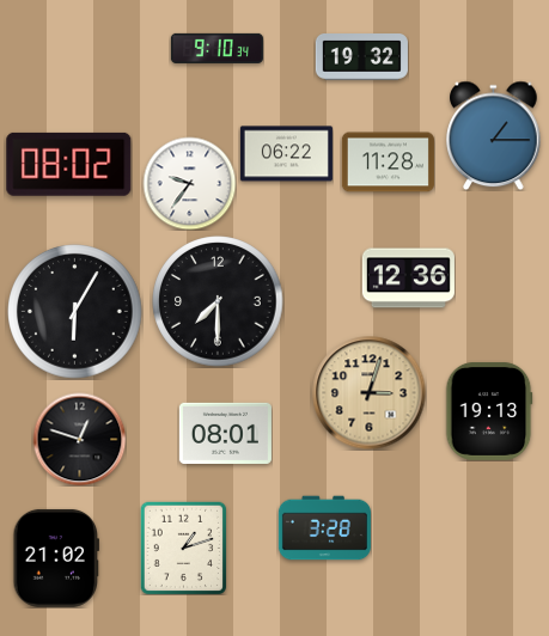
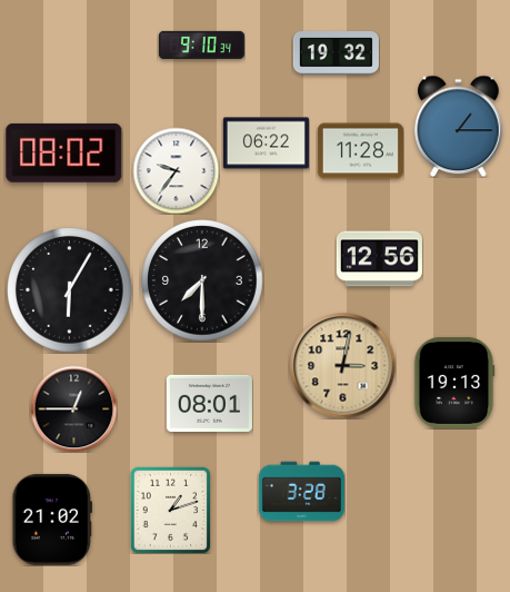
clock at (408, 279): 12:36 -> 12:56
clock at (368, 392): 3:03 -> 3:02
clock at (79, 439): 12:48 -> 12:45
